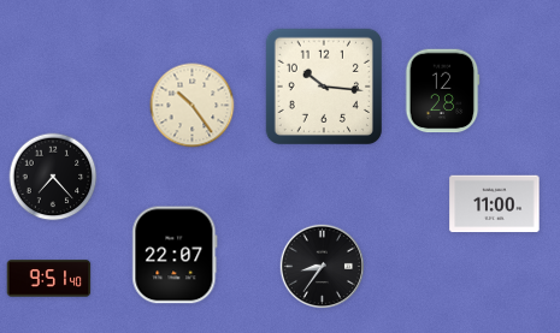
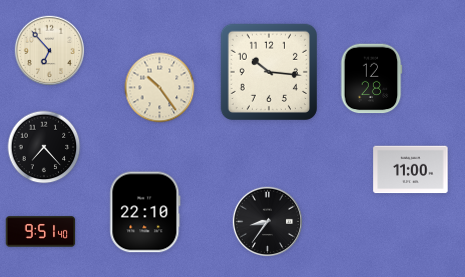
clock at (50, 51): none -> 6:53
clock at (442, 91) position: (442, 91) -> (371, 79)
clock at (175, 255): 22:07 -> 22:10
